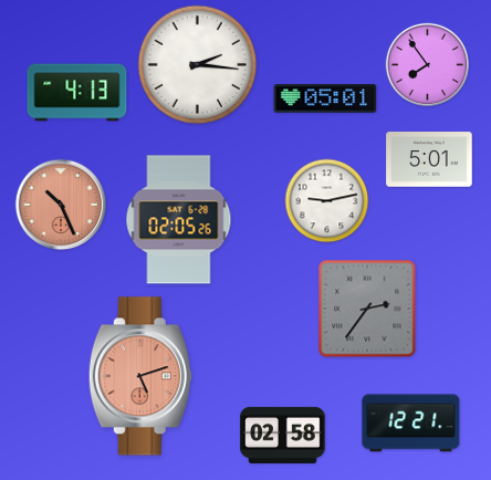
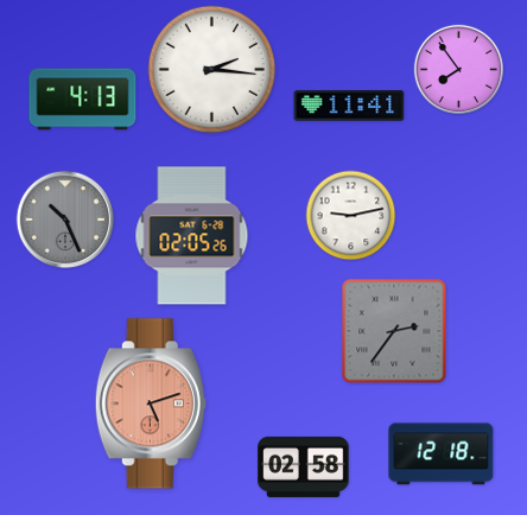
clock at (325, 98): 05:01 -> 11:41
clock at (429, 159): 5:01 -> none
clock at (61, 205) dial: salmon -> grey
clock at (411, 424): 12:21 -> 12:18
